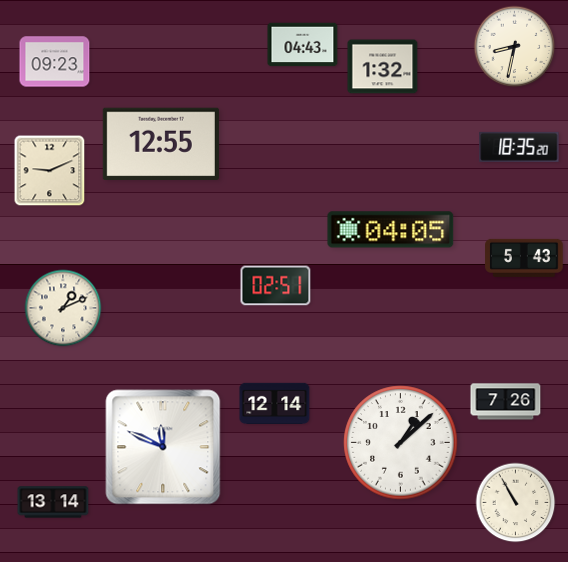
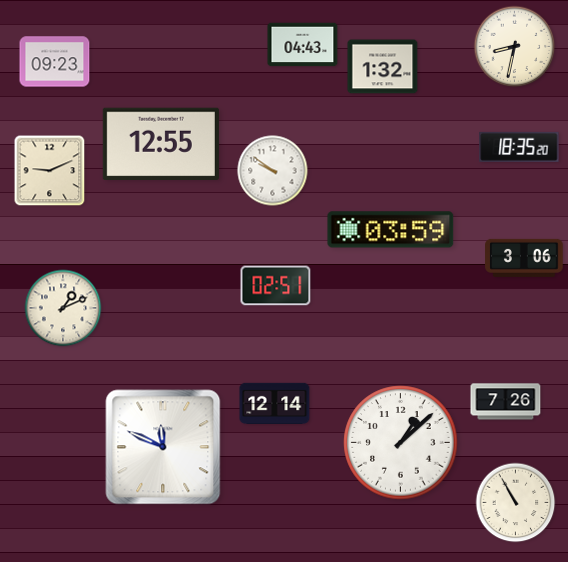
clock at (273, 171): none -> 9:51
clock at (391, 230): 04:05 -> 03:59
clock at (524, 258): 5:43 -> 3:06
clock at (53, 502): 13:14 -> none
